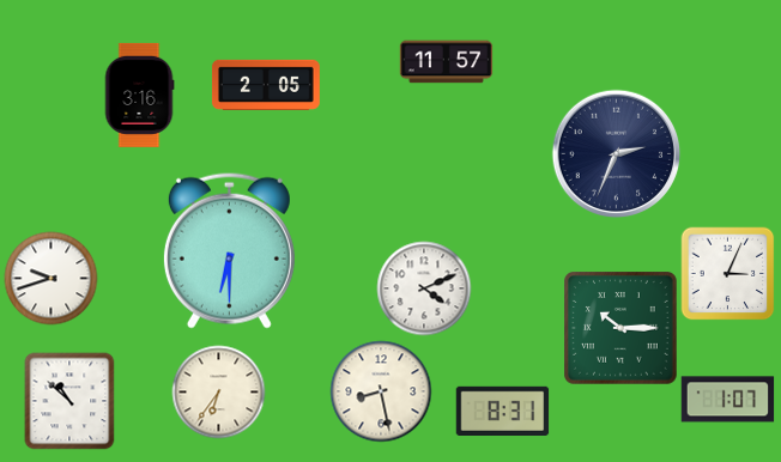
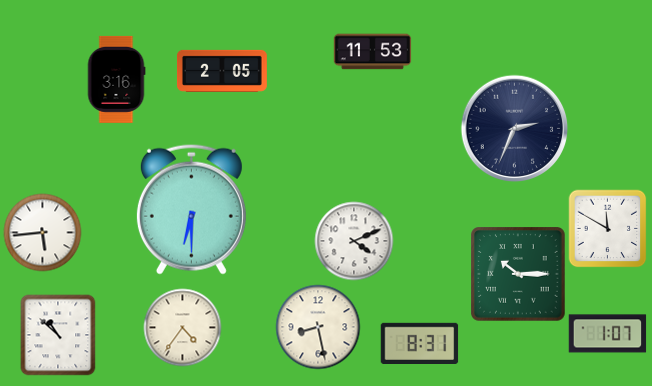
clock at (446, 62): 11:57 -> 11:53
clock at (727, 273): 3:04 -> 11:50
clock at (50, 278): 9:42 -> 5:44
clock at (218, 391): 6:36 -> 4:36
